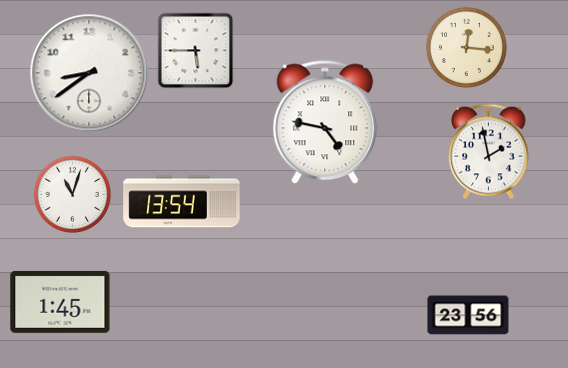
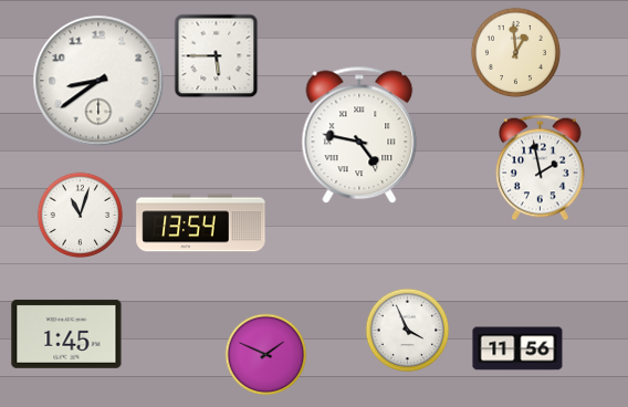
clock at (466, 47): 12:16 -> 12:59
clock at (408, 331): none -> 3:56
clock at (468, 315): 23:56 -> 11:56
clock at (266, 355): none -> 1:49
